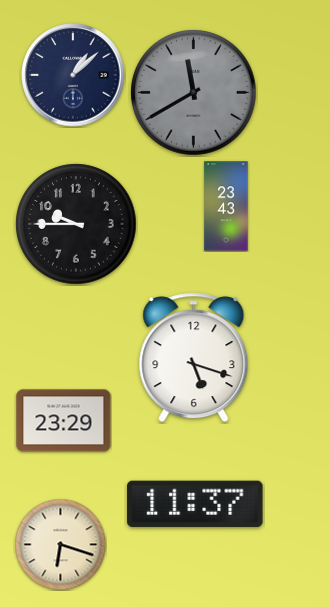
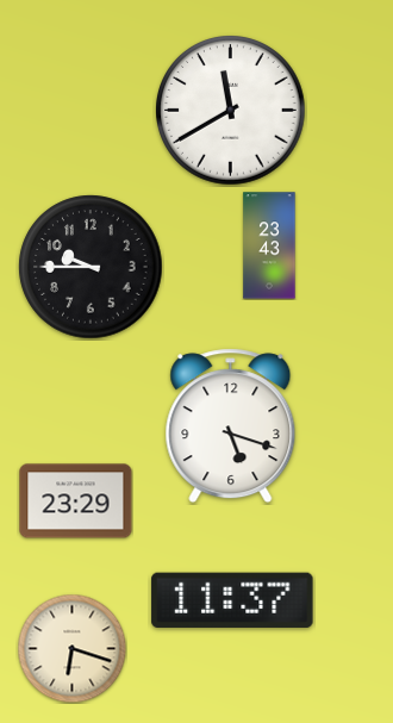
clock at (73, 75): 1:08 -> none
clock at (194, 93) dial: grey -> white
